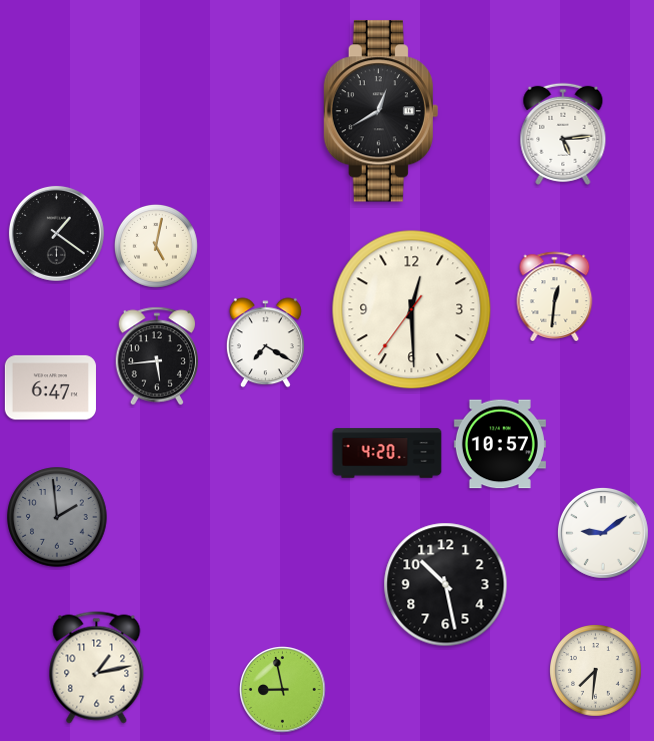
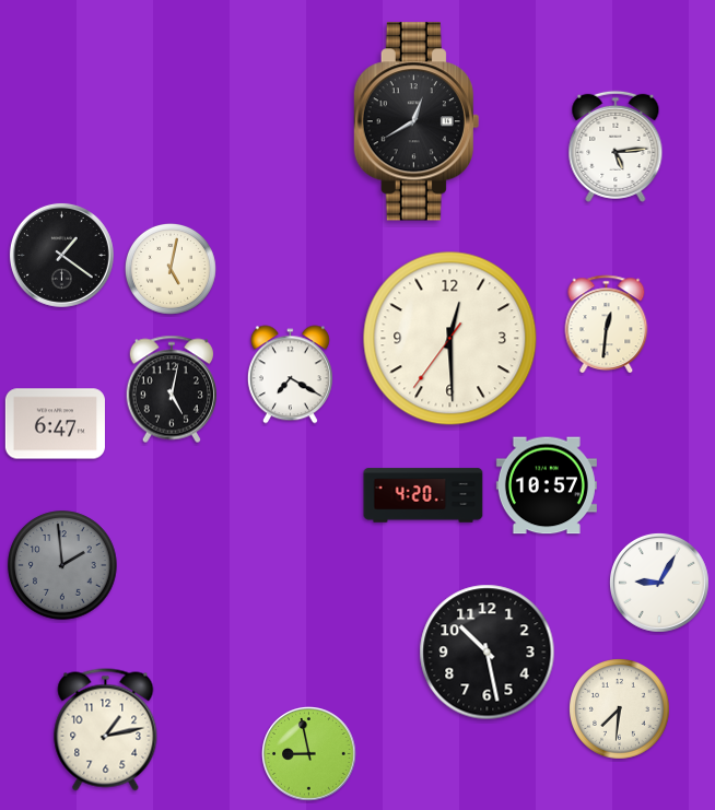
clock at (156, 356): 5:44 -> 5:02
clock at (603, 533): 9:09 -> 9:05
clock at (446, 585) position: (446, 585) -> (488, 653)
clock at (596, 671) position: (596, 671) -> (620, 709)
